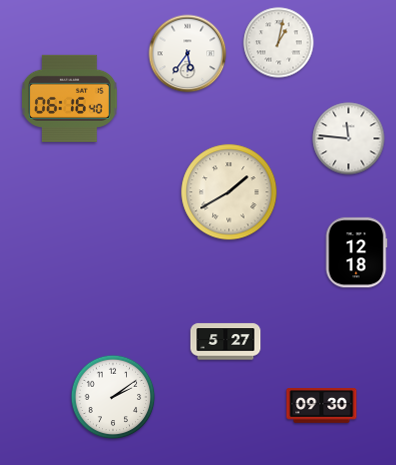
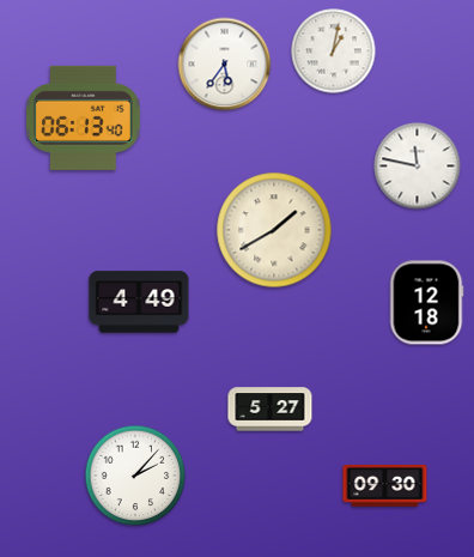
clock at (70, 98): 06:16 -> 06:13
clock at (349, 139): 11:46 -> 11:47
clock at (139, 302): none -> 4:49
clock at (113, 397): 2:09 -> 2:07
